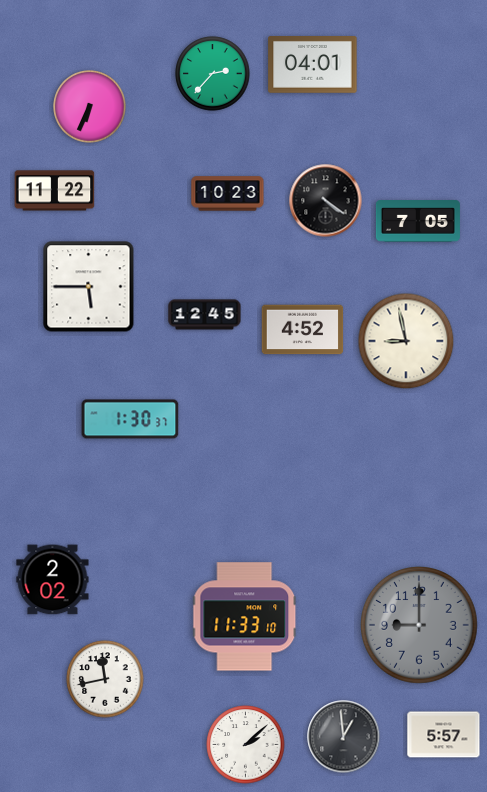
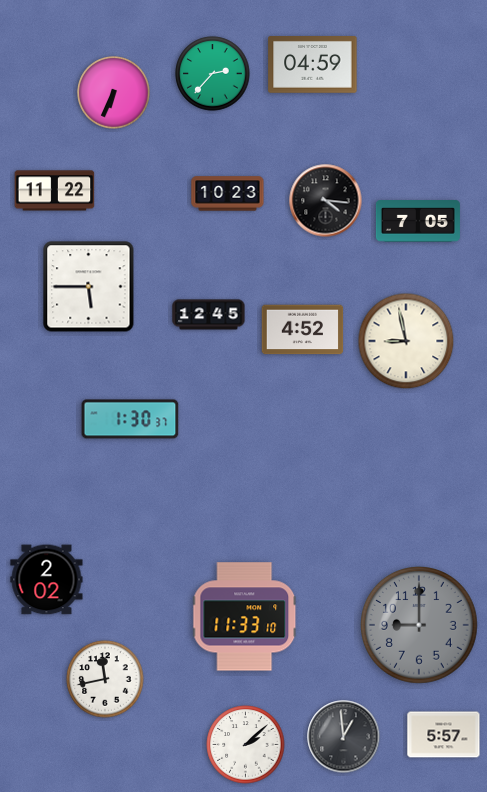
clock at (313, 65): 04:01 -> 04:59
clock at (90, 107) position: (90, 107) -> (114, 93)
clock at (326, 201): 4:21 -> 4:16
clock at (205, 315) position: (205, 315) -> (209, 315)
clock at (53, 580) position: (53, 580) -> (47, 580)
